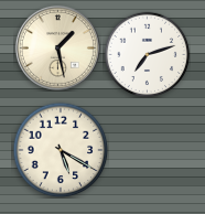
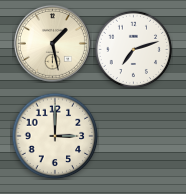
clock at (61, 150): 5:20 -> 3:00
